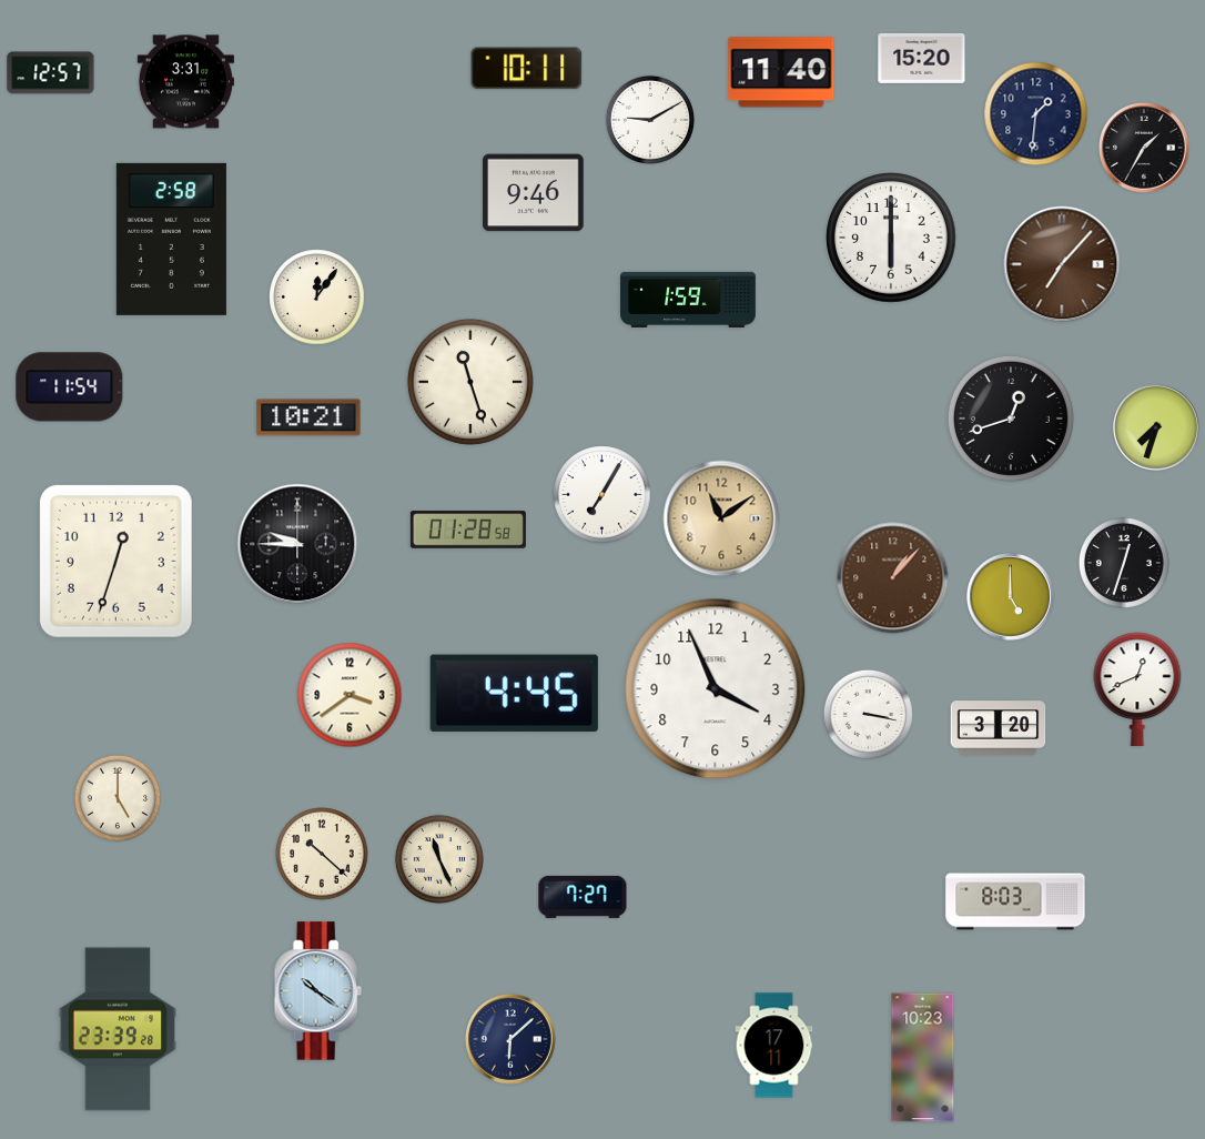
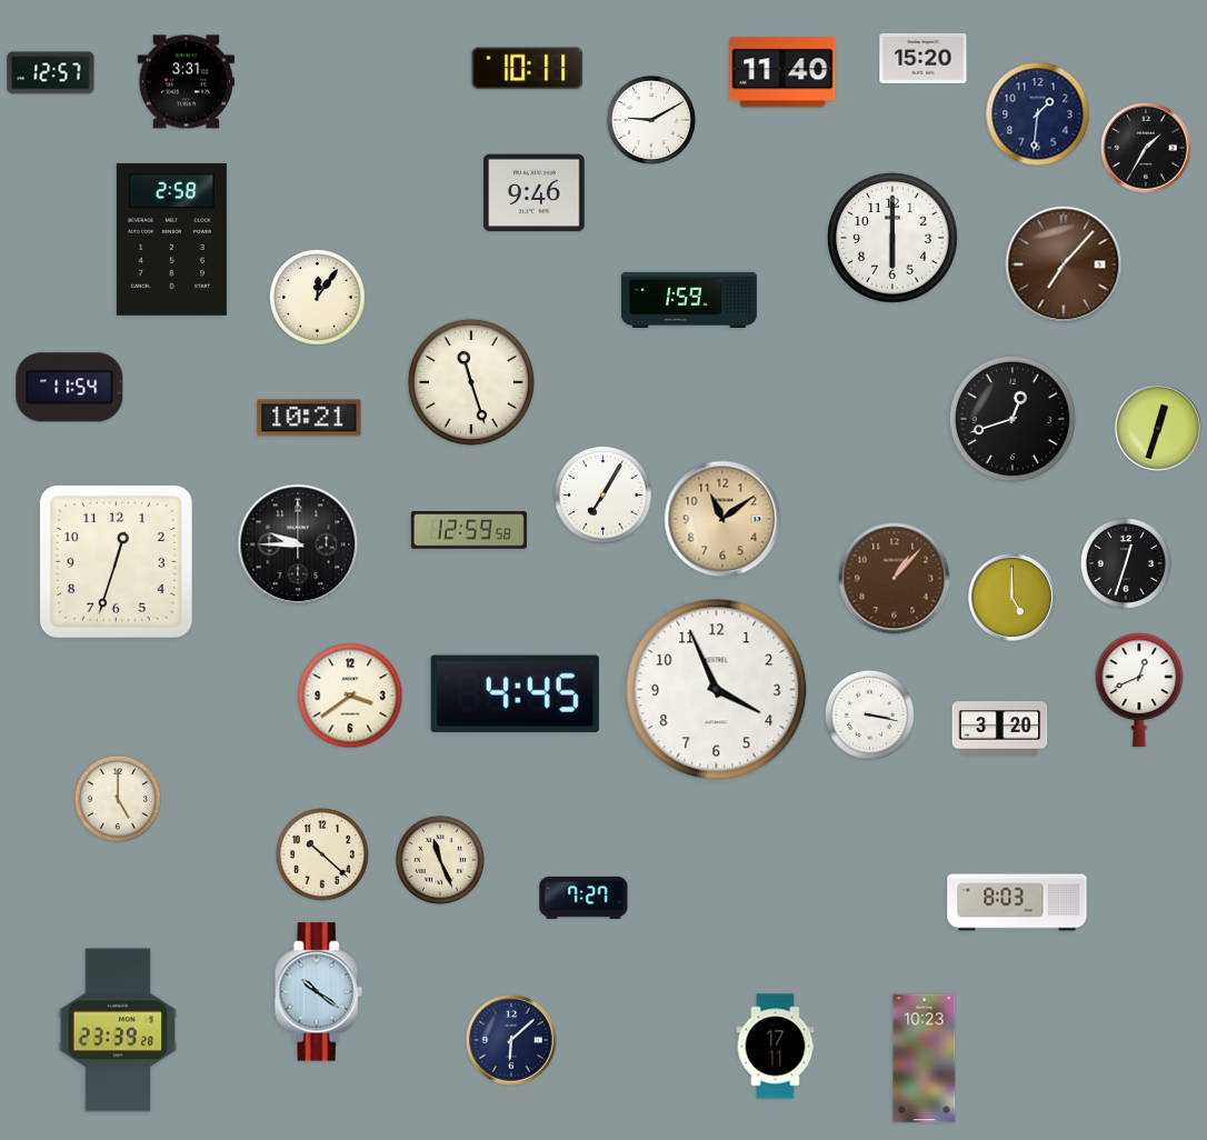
clock at (1156, 427): 7:33 -> 12:33
clock at (468, 530): 01:28 -> 12:59
